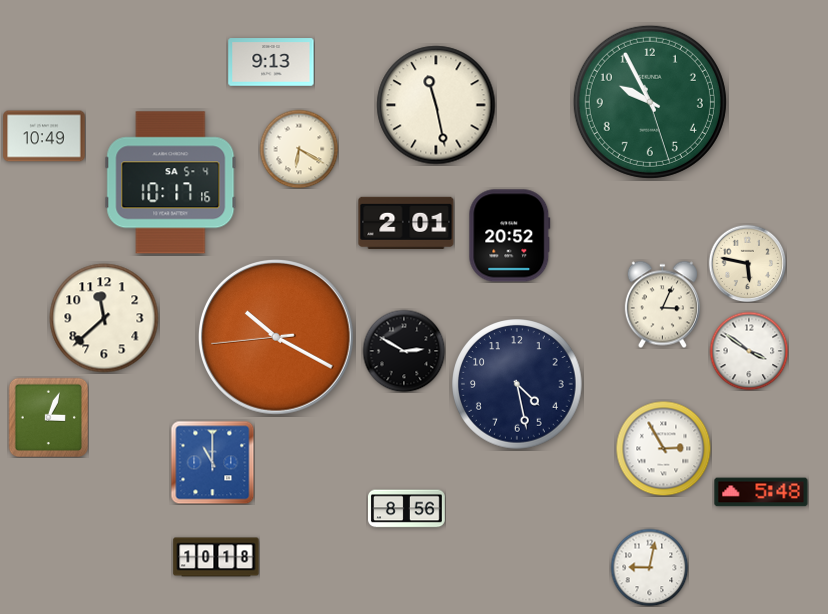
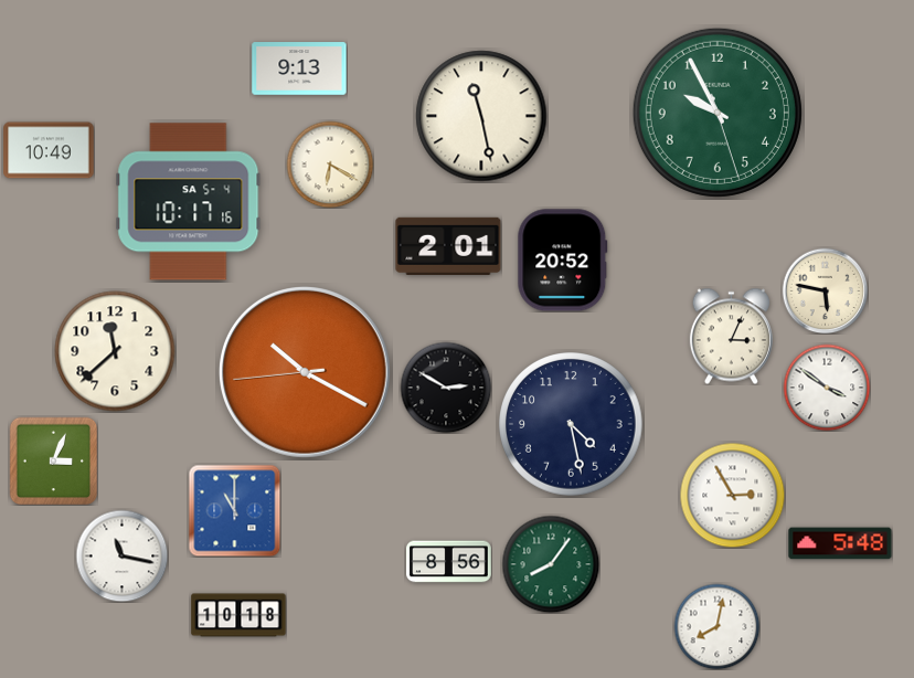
clock at (121, 555): none -> 11:17
clock at (551, 564): none -> 8:06
clock at (649, 567): 9:02 -> 8:02
